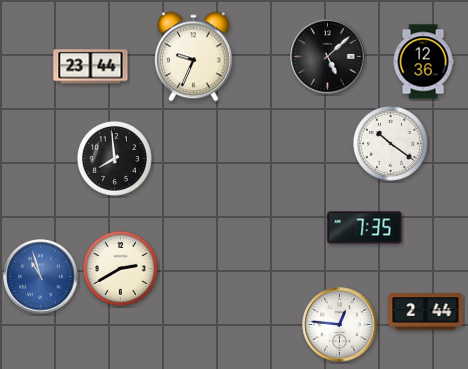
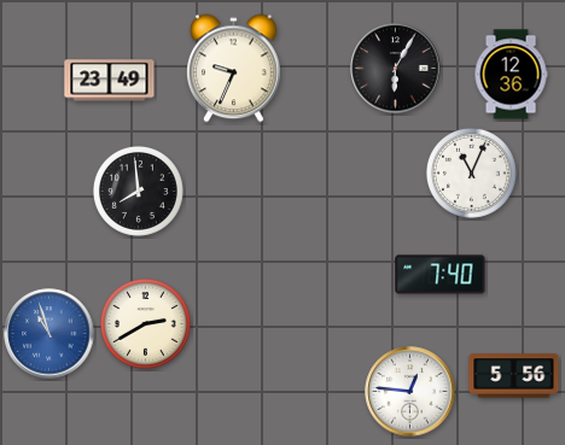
clock at (328, 57): 5:08 -> 6:05
clock at (91, 67): 23:44 -> 23:49
clock at (391, 144): 10:21 -> 11:04
clock at (365, 228): 7:35 -> 7:40
clock at (426, 312): 2:44 -> 5:56
